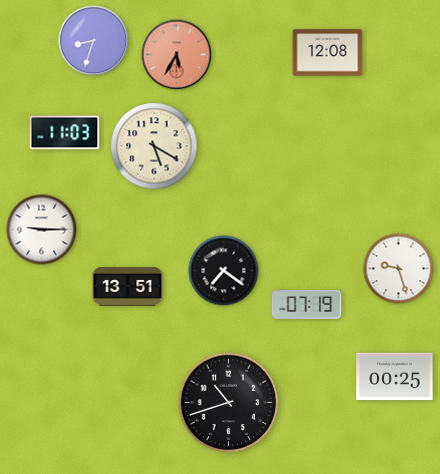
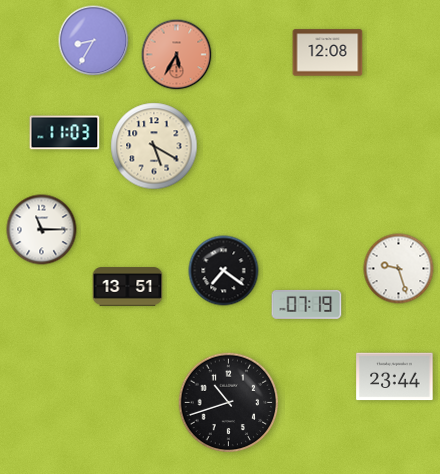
clock at (94, 41): 8:33 -> 8:35
clock at (42, 230): 9:15 -> 11:15
clock at (395, 377): 00:25 -> 23:44
